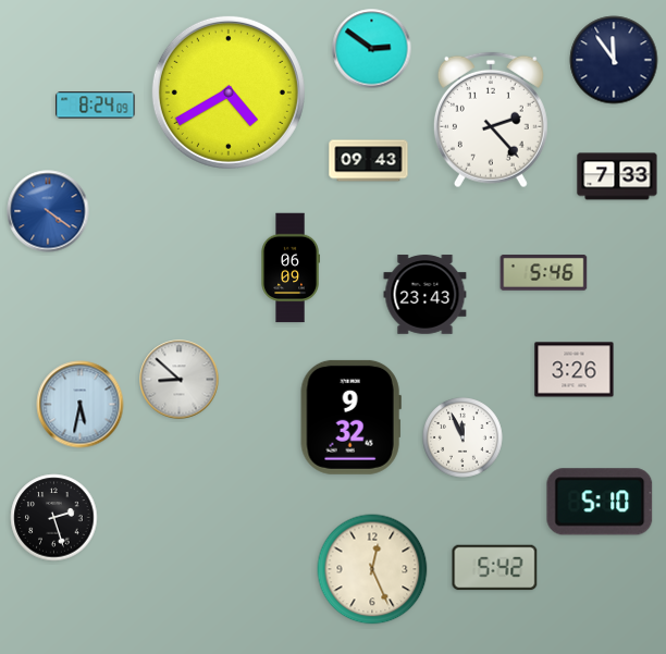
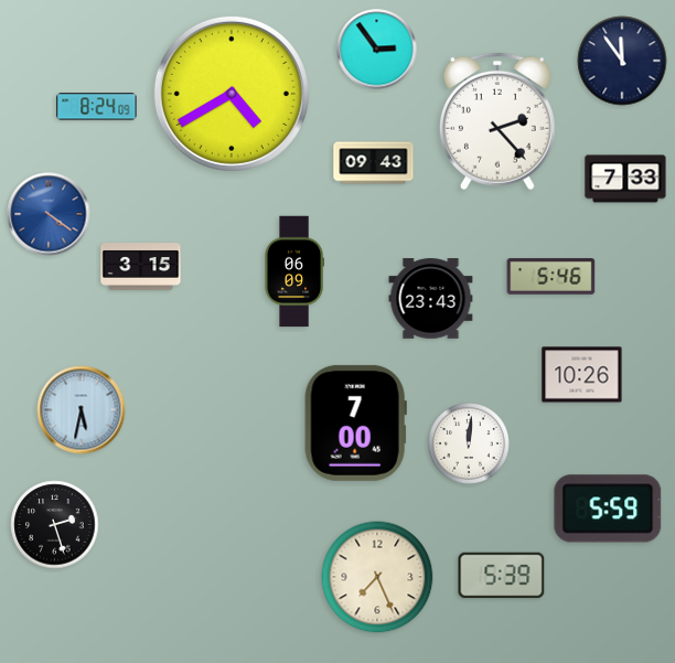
clock at (372, 49): 2:51 -> 2:54
clock at (141, 267): none -> 3:15
clock at (575, 370): 3:26 -> 10:26
clock at (180, 380): 8:52 -> none
clock at (350, 417): 9:32 -> 7:00
clock at (462, 437): 11:56 -> 12:01
clock at (600, 502): 5:10 -> 5:59
clock at (495, 568): 5:42 -> 5:39
clock at (372, 569): 12:26 -> 7:26
